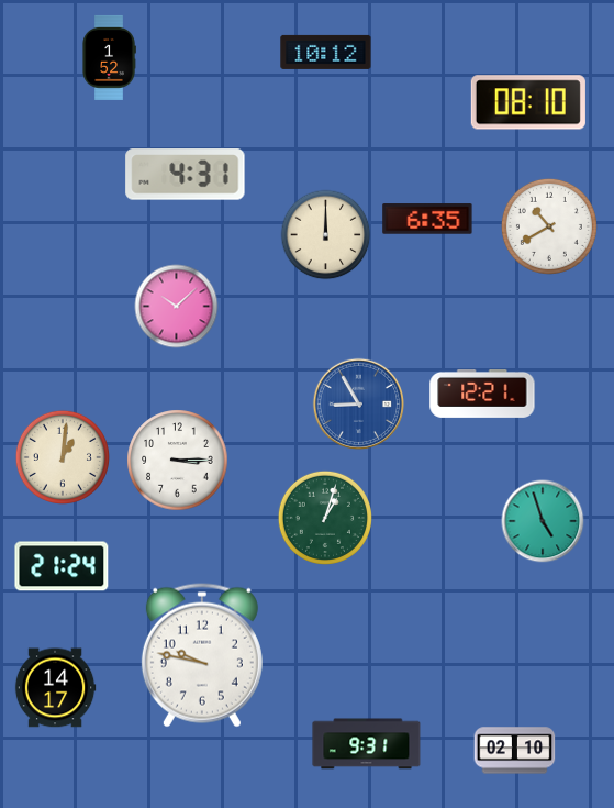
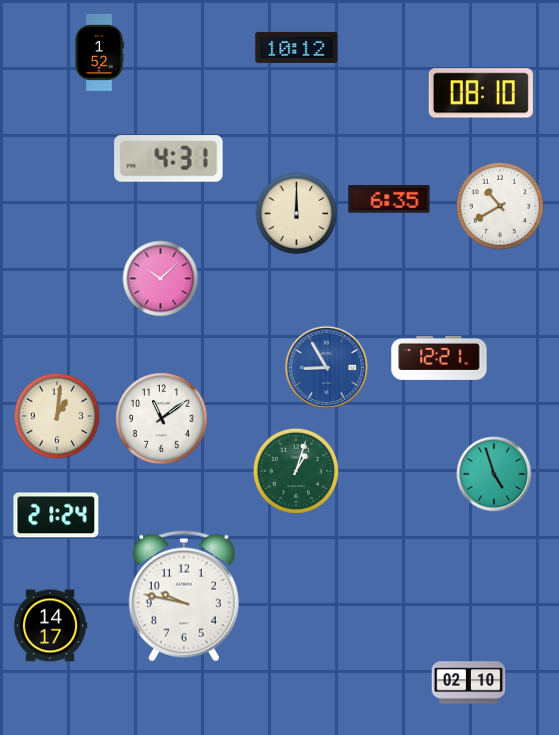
clock at (178, 461): 3:15 -> 11:09
clock at (367, 744): 9:31 -> none
